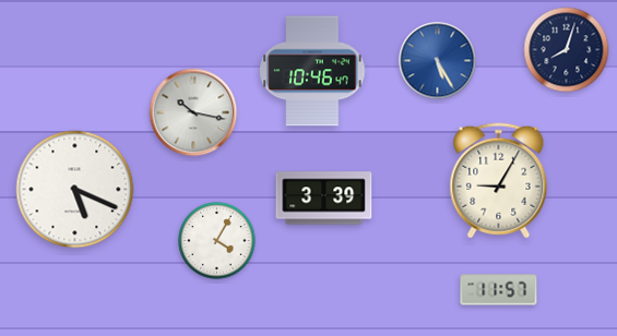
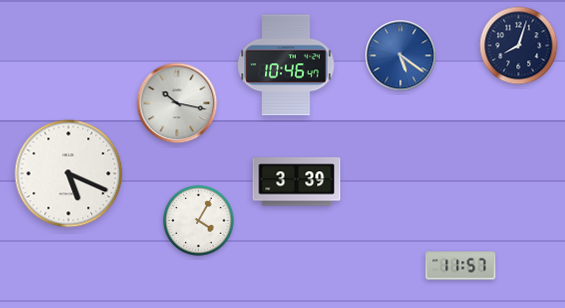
clock at (438, 61): 5:25 -> 5:21
clock at (499, 181): 9:05 -> none
clock at (499, 290) position: (499, 290) -> (461, 266)
